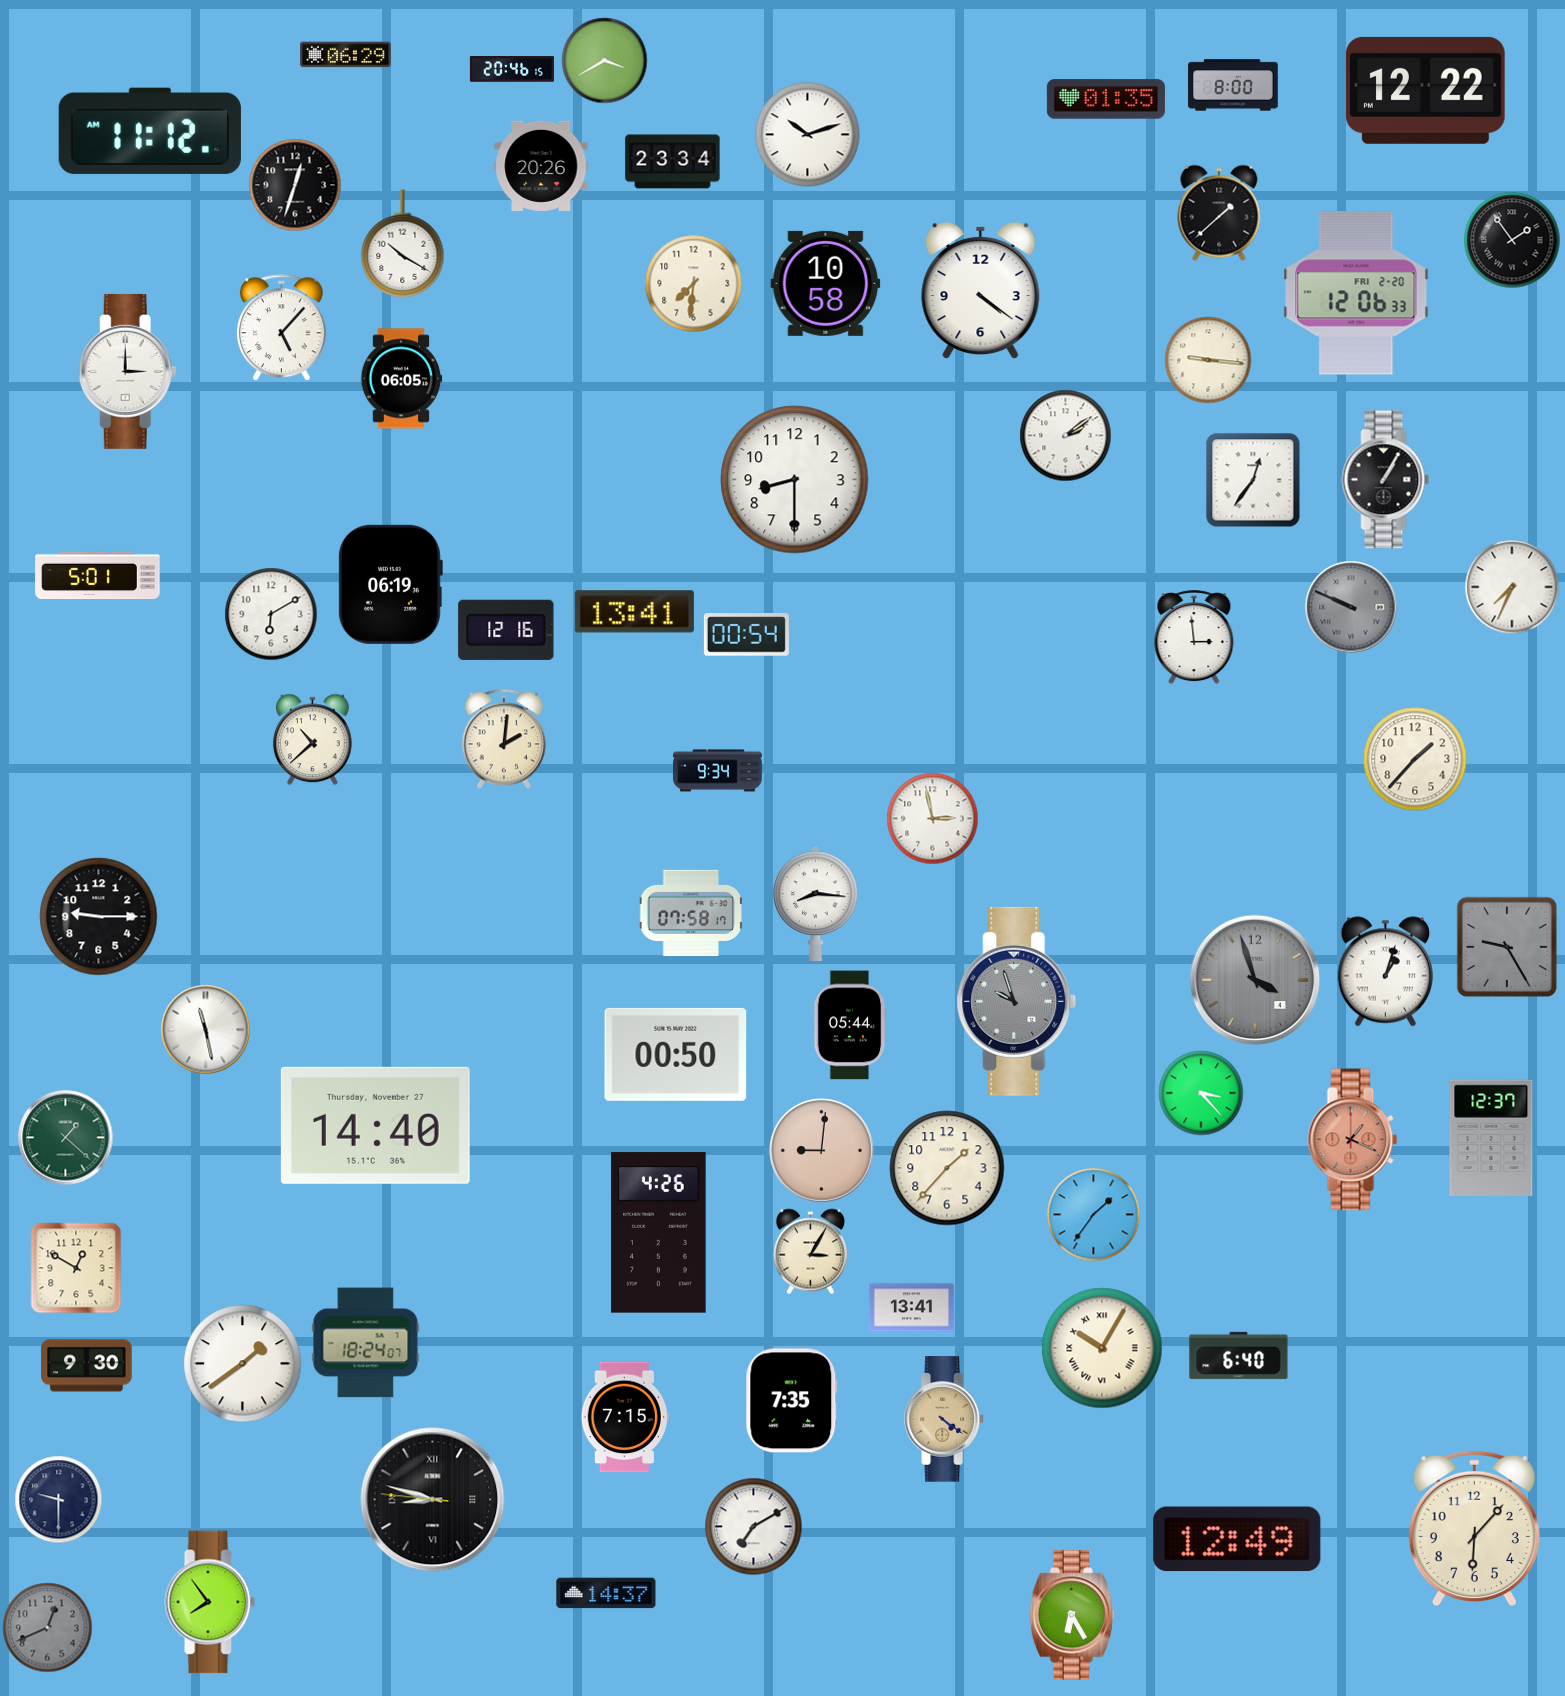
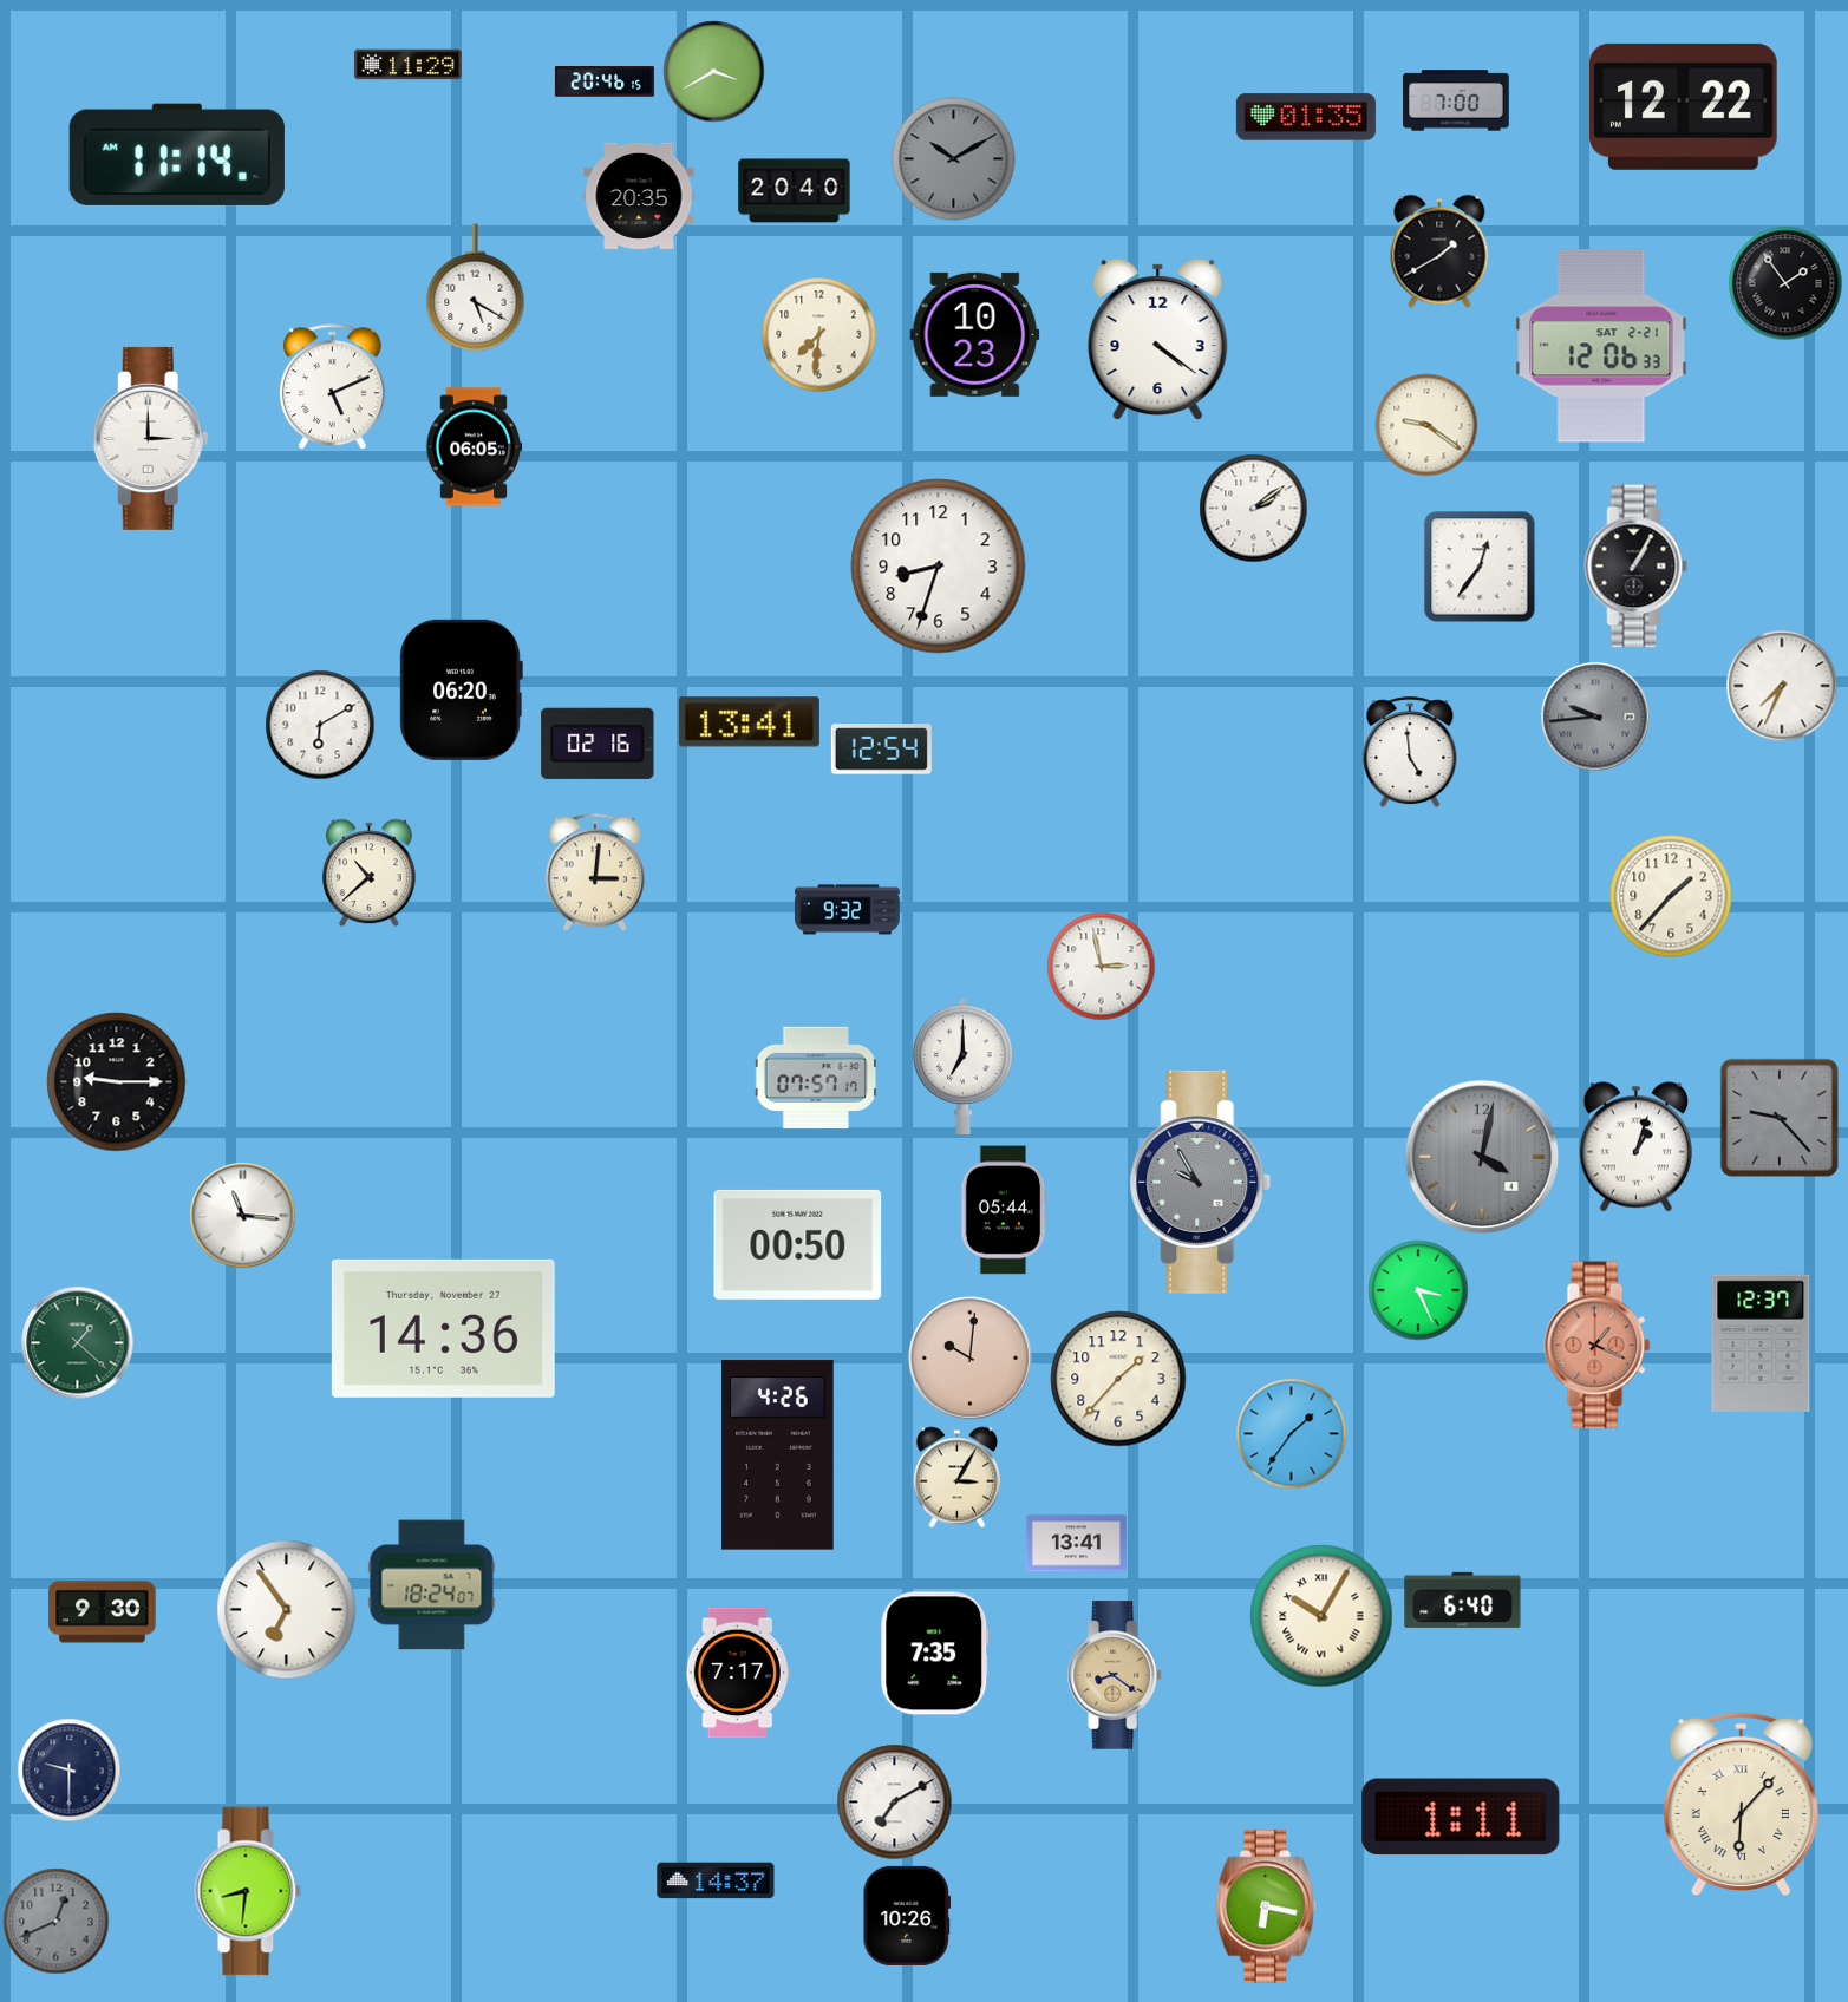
clock at (346, 55): 06:29 -> 11:29
clock at (1233, 85): 8:00 -> 7:00
clock at (150, 131): 11:12 -> 11:14
clock at (808, 135): 10:12 -> 10:10
clock at (808, 135) dial: white -> grey
clock at (673, 162): 23:34 -> 20:40
clock at (541, 166): 20:26 -> 20:35
clock at (295, 185): 12:33 -> none
clock at (1219, 213): 1:38 -> 1:40
clock at (403, 244): 10:20 -> 5:20
clock at (826, 283): 10:58 -> 10:23
clock at (981, 290) position: (981, 290) -> (1158, 339)
clock at (1356, 293) date: FRI 2-20 -> SAT 2-21
clock at (281, 328): 5:07 -> 5:11
clock at (1208, 360): 9:16 -> 9:21
clock at (1066, 436) position: (1066, 436) -> (1254, 509)
clock at (795, 480): 8:30 -> 8:33
clock at (98, 576): 5:01 -> none
clock at (390, 584): 06:19 -> 06:20
clock at (1512, 587) position: (1512, 587) -> (1782, 686)
clock at (1351, 607): 9:49 -> 9:44
clock at (506, 630): 12:16 -> 02:16
clock at (746, 635): 00:54 -> 12:54
clock at (1194, 638): 2:59 -> 4:59
clock at (504, 739): 2:01 -> 3:01
clock at (718, 771): 9:34 -> 9:32
clock at (816, 903): 8:16 -> 7:00
clock at (691, 912): 07:58 -> 07:57
clock at (1507, 947): 9:25 -> 9:23
clock at (1255, 980): 3:57 -> 4:02
clock at (1017, 1001): 9:57 -> 9:55
clock at (206, 1030): 11:28 -> 11:16
clock at (1201, 1093): 3:23 -> 3:26
clock at (375, 1125): 14:40 -> 14:36
clock at (822, 1151): 9:01 -> 10:01
clock at (76, 1268): 12:50 -> none
clock at (1102, 1348) position: (1102, 1348) -> (1321, 1616)
clock at (243, 1364): 1:39 -> 6:54
clock at (625, 1417): 7:15 -> 7:17
clock at (945, 1419): 4:21 -> 8:21
clock at (433, 1500): 8:47 -> none
clock at (754, 1527) position: (754, 1527) -> (895, 1803)
clock at (1474, 1529) numerals: Arabic -> Roman
clock at (1237, 1539): 12:49 -> 1:11
clock at (210, 1602): 7:54 -> 8:31
clock at (1071, 1615): 6:25 -> 6:17
clock at (907, 1916): none -> 10:26
